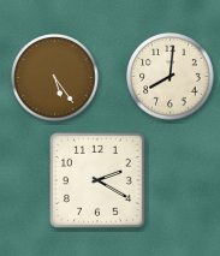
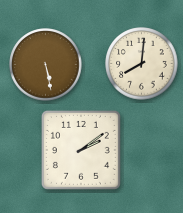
clock at (55, 78): 5:24 -> 5:28
clock at (97, 180): 2:20 -> 2:09
